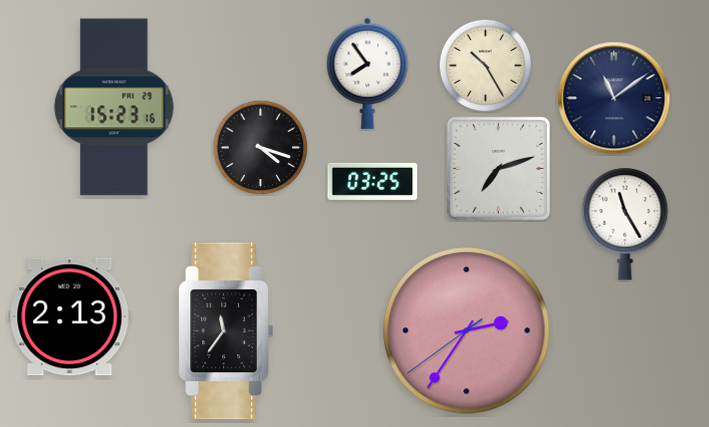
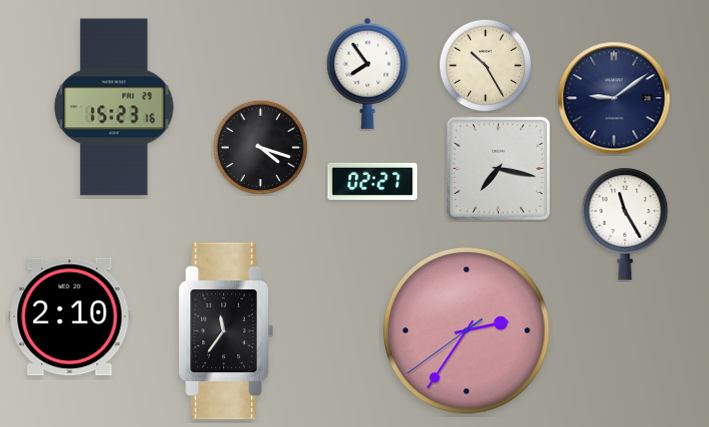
clock at (614, 98): 11:09 -> 9:09
clock at (498, 168): 7:12 -> 7:17
clock at (373, 181): 03:25 -> 02:27
clock at (70, 317): 2:13 -> 2:10
